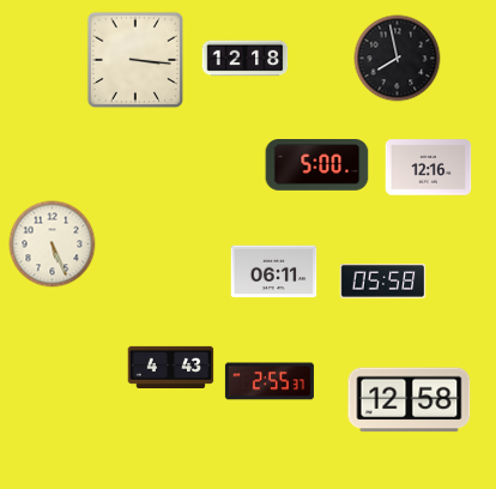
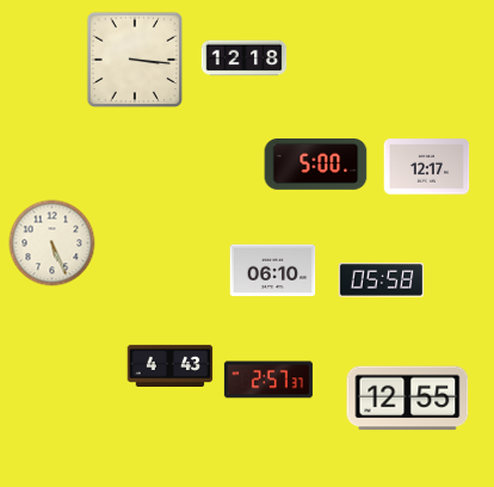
clock at (398, 59): 7:58 -> none
clock at (429, 168): 12:16 -> 12:17
clock at (274, 272): 06:11 -> 06:10
clock at (270, 381): 2:55 -> 2:57
clock at (410, 400): 12:58 -> 12:55
